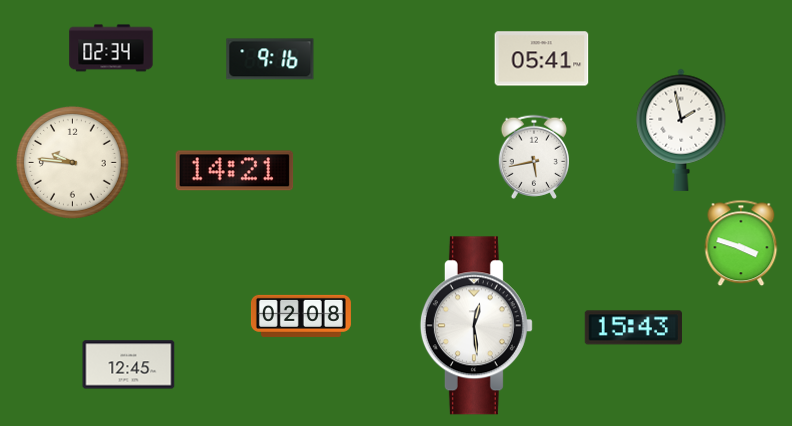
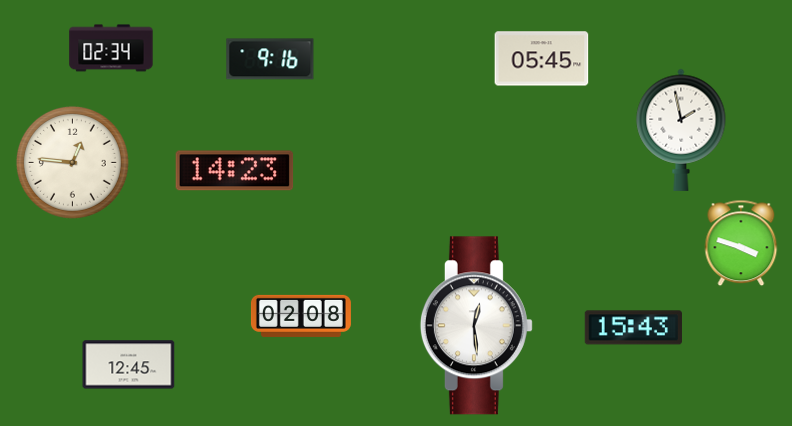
clock at (542, 59): 05:41 -> 05:45
clock at (533, 157): 5:43 -> none
clock at (72, 162): 9:46 -> 12:46
clock at (235, 171): 14:21 -> 14:23
